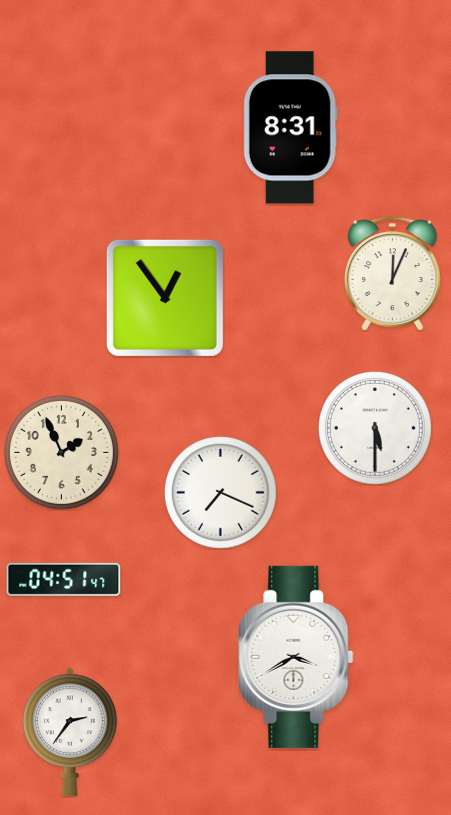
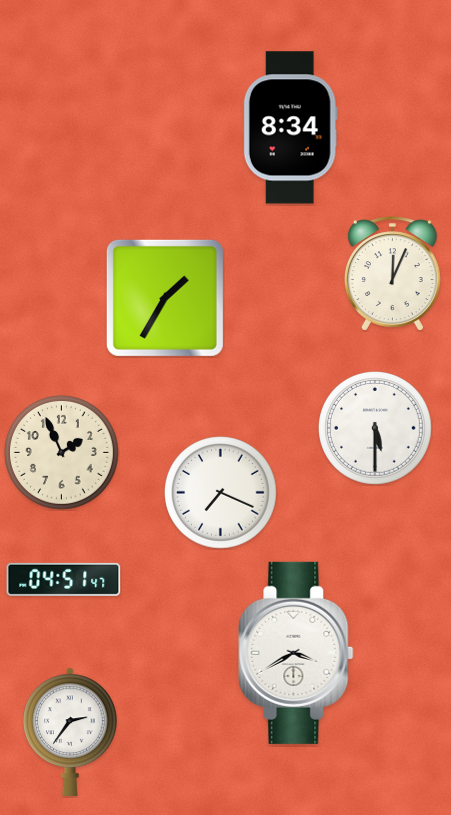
clock at (290, 128): 8:31 -> 8:34
clock at (165, 298): 12:54 -> 1:35
clock at (296, 657) position: (296, 657) -> (296, 653)
